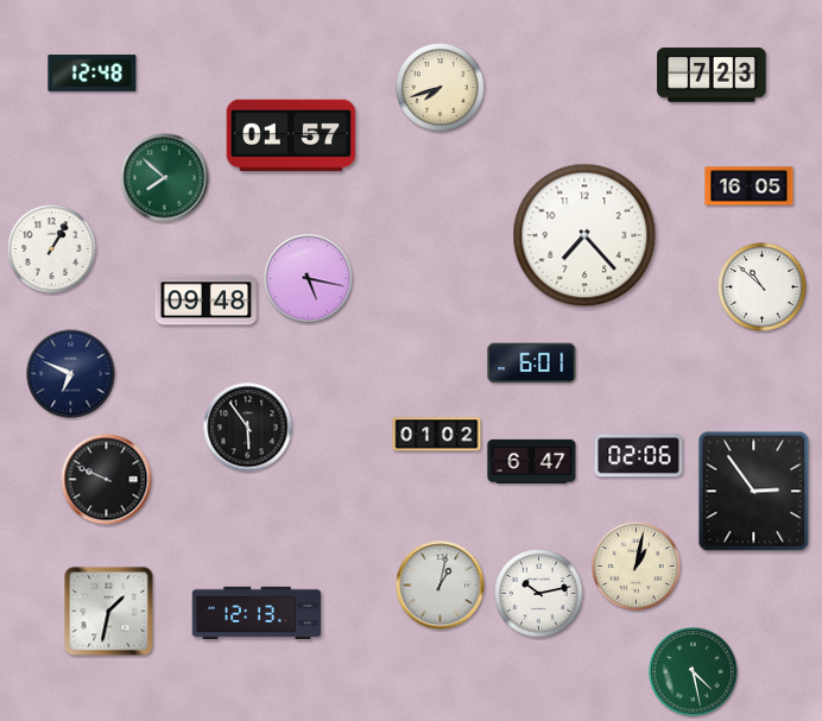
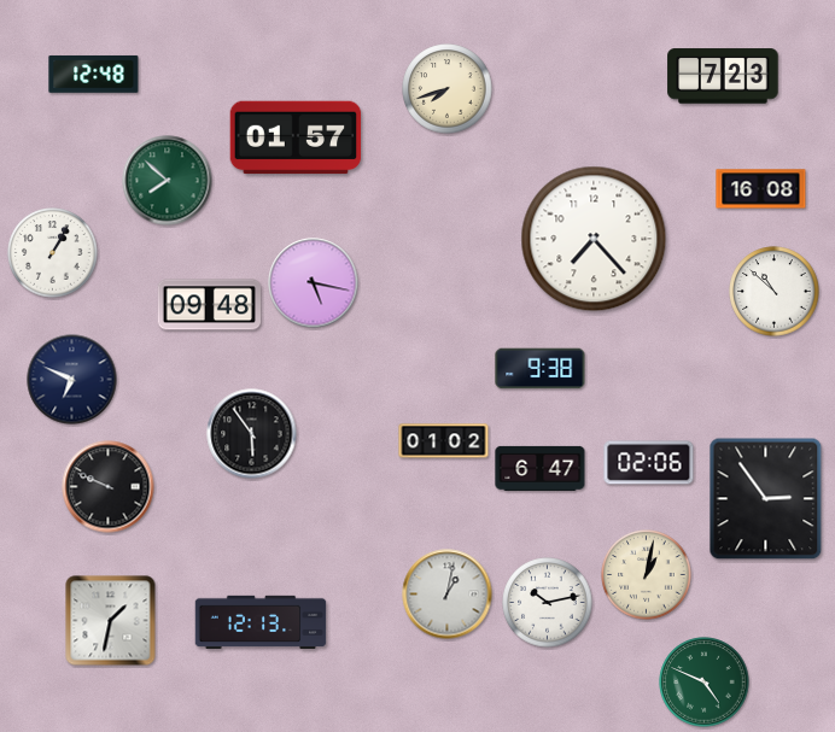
clock at (750, 186): 16:05 -> 16:08
clock at (532, 363): 6:01 -> 9:38
clock at (694, 672): 4:28 -> 4:49
